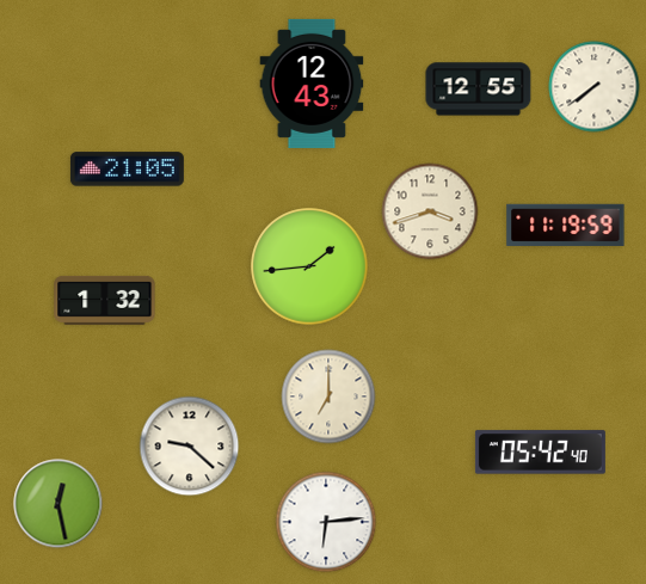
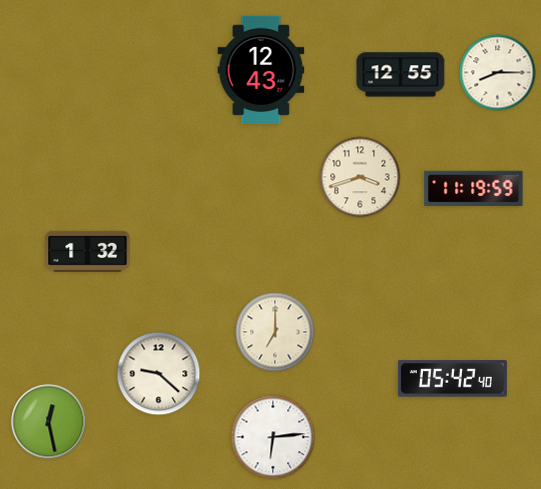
clock at (595, 87): 7:39 -> 8:15
clock at (127, 170): 21:05 -> none
clock at (309, 266): 1:44 -> none
